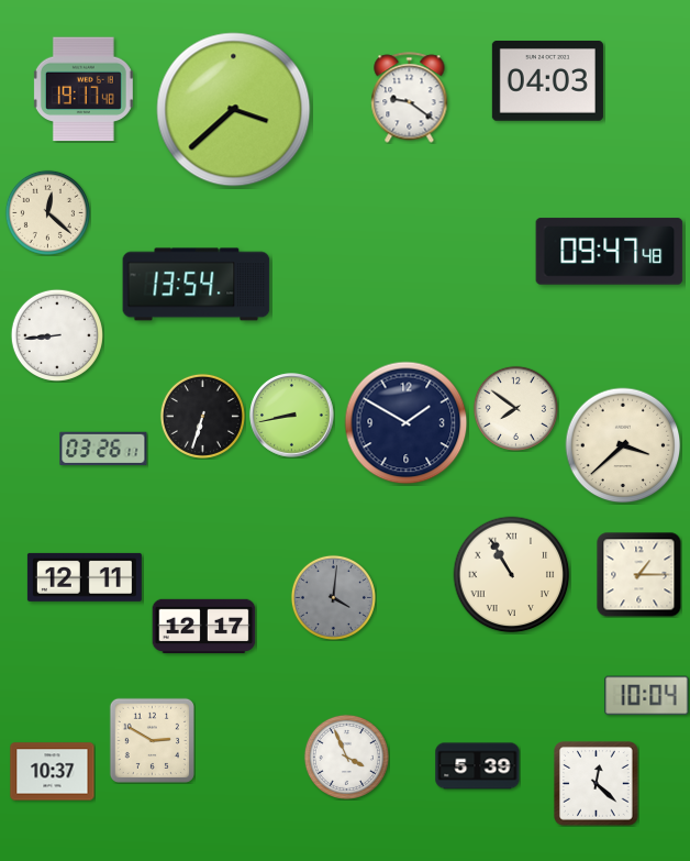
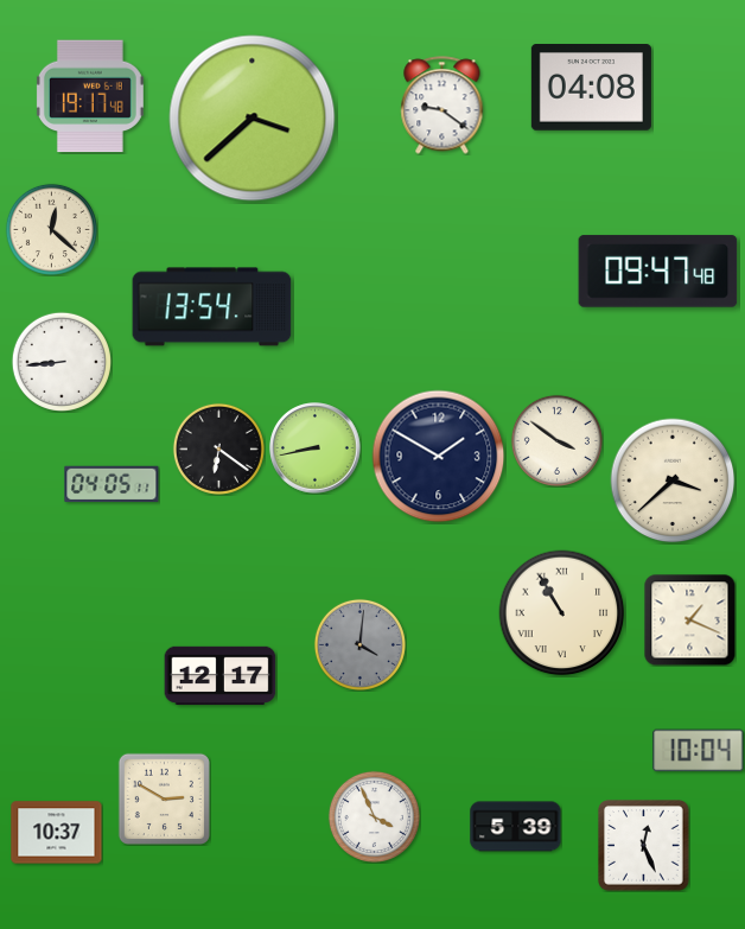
clock at (547, 81): 04:03 -> 04:08
clock at (515, 408): 7:51 -> 3:51
clock at (202, 416): 6:33 -> 6:21
clock at (103, 449): 03:26 -> 04:05
clock at (638, 574): 1:15 -> 1:19
clock at (512, 575) position: (512, 575) -> (562, 613)
clock at (85, 577): 12:11 -> none
clock at (597, 784): 12:22 -> 12:26
